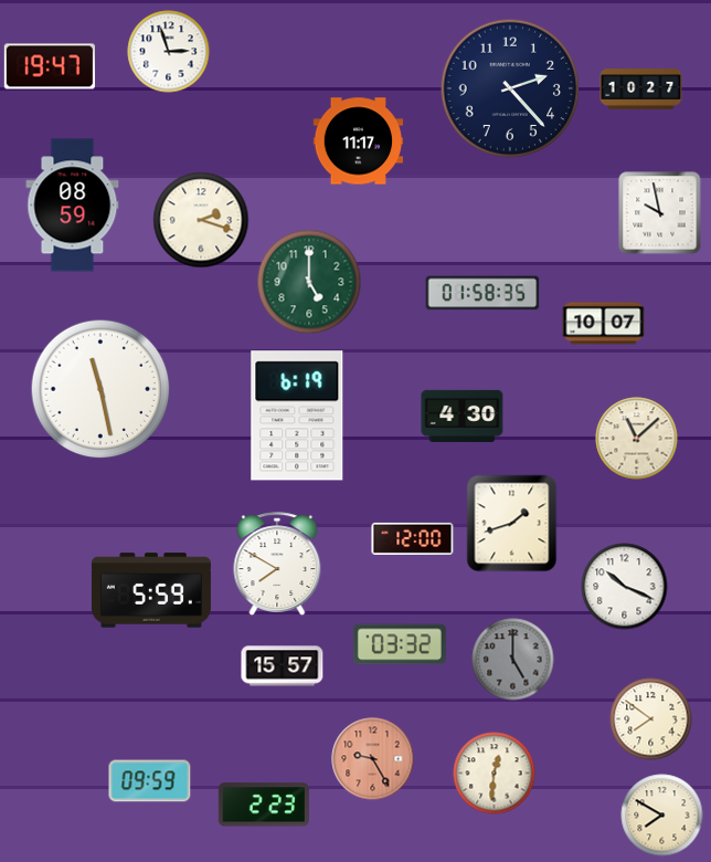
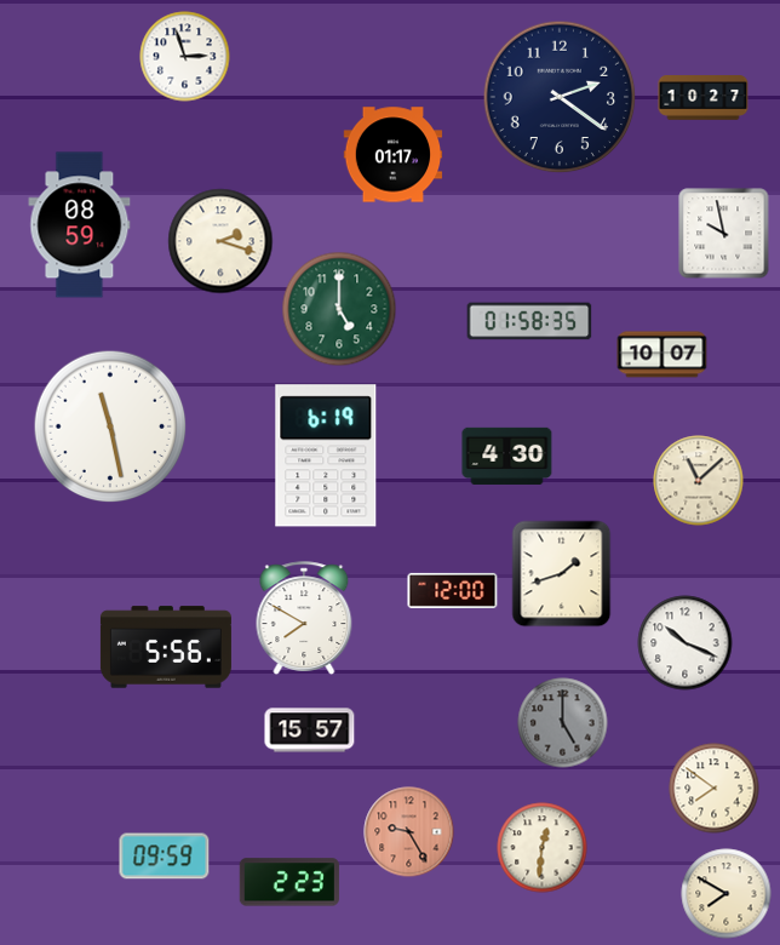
clock at (50, 66): 19:47 -> none
clock at (510, 88): 2:23 -> 2:21
clock at (359, 141): 11:17 -> 01:17
clock at (151, 590): 5:59 -> 5:56
clock at (400, 644): 03:32 -> none
